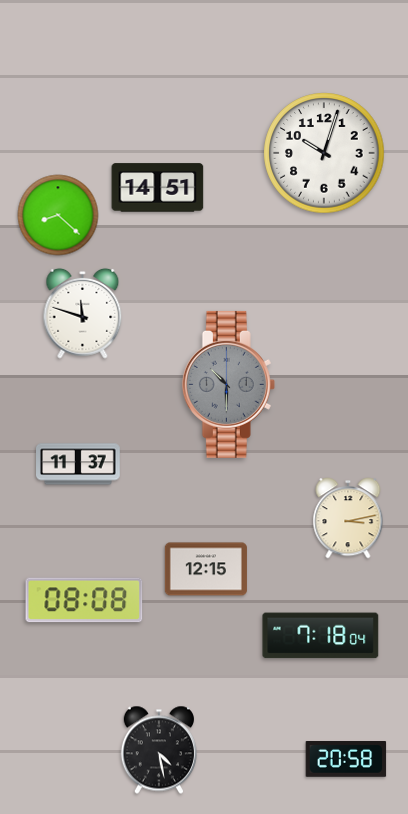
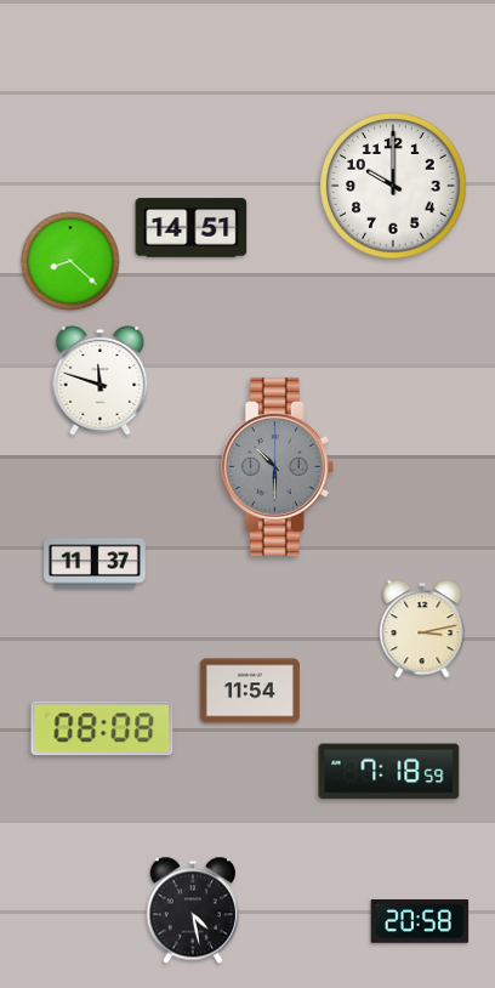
clock at (324, 153): 10:03 -> 10:00
clock at (206, 569): 12:15 -> 11:54
clock at (321, 636): 7:18:04 -> 7:18:59
